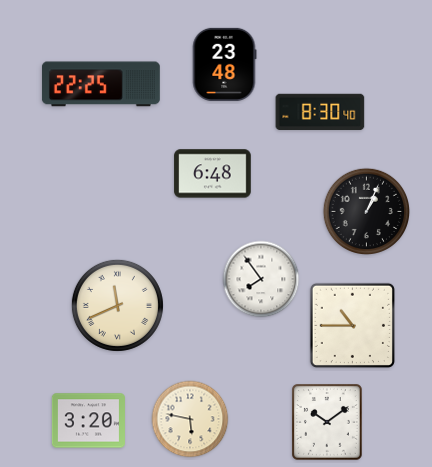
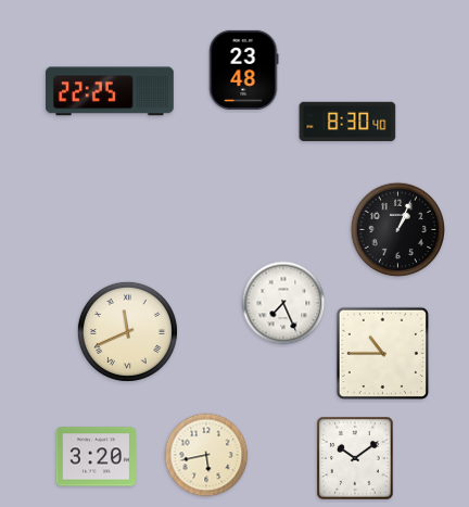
clock at (213, 174): 6:48 -> none
clock at (261, 279): 7:54 -> 7:26
clock at (190, 419): 5:47 -> 5:43
